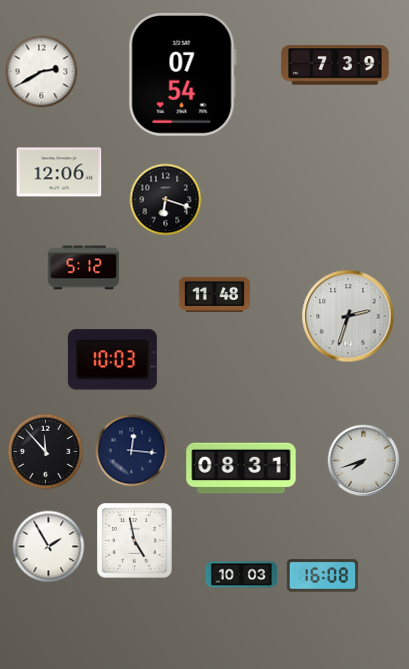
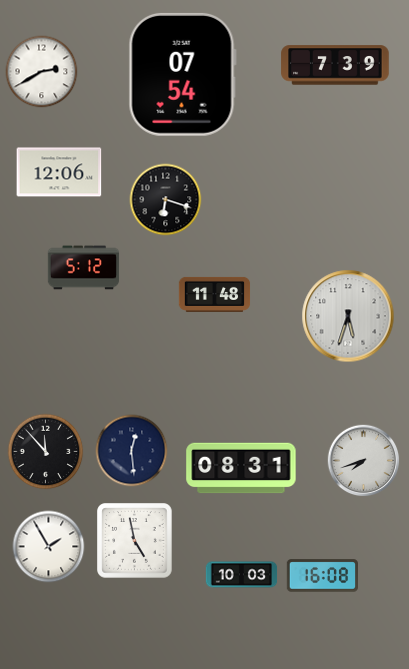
clock at (348, 316): 2:33 -> 5:33
clock at (112, 360): 10:03 -> none
clock at (132, 451): 12:16 -> 12:29
